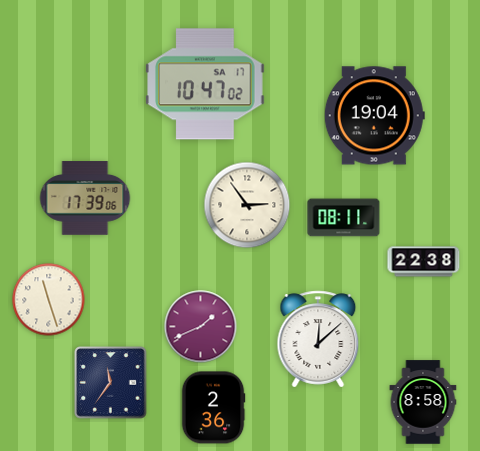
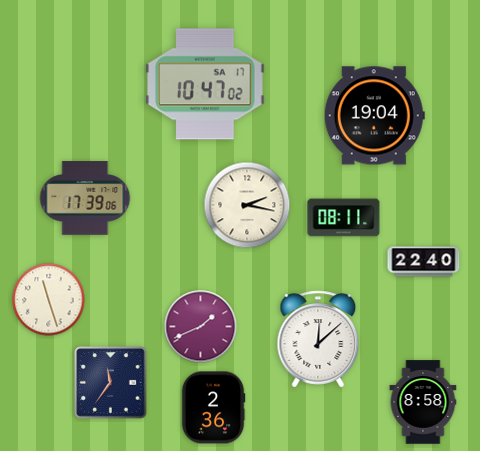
clock at (247, 205): 2:54 -> 2:17
clock at (424, 262): 22:38 -> 22:40
